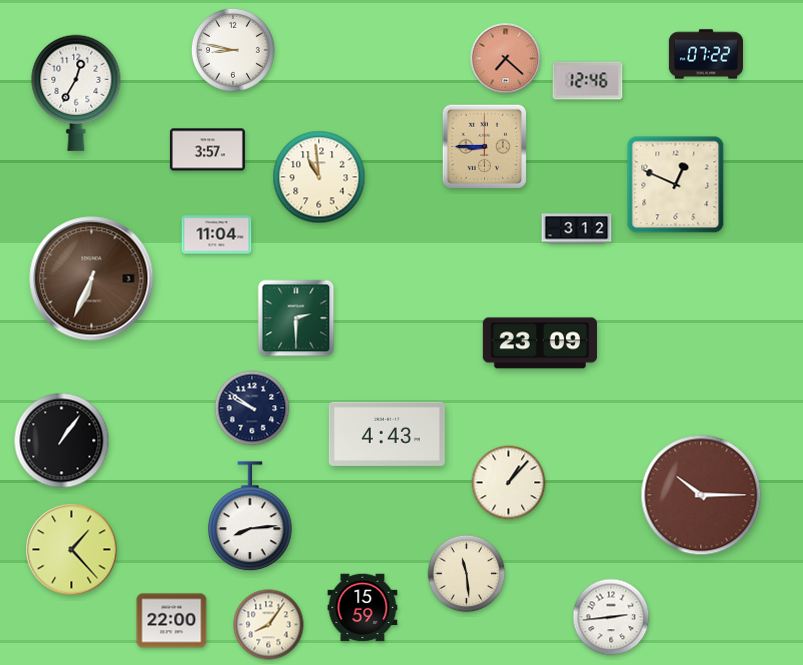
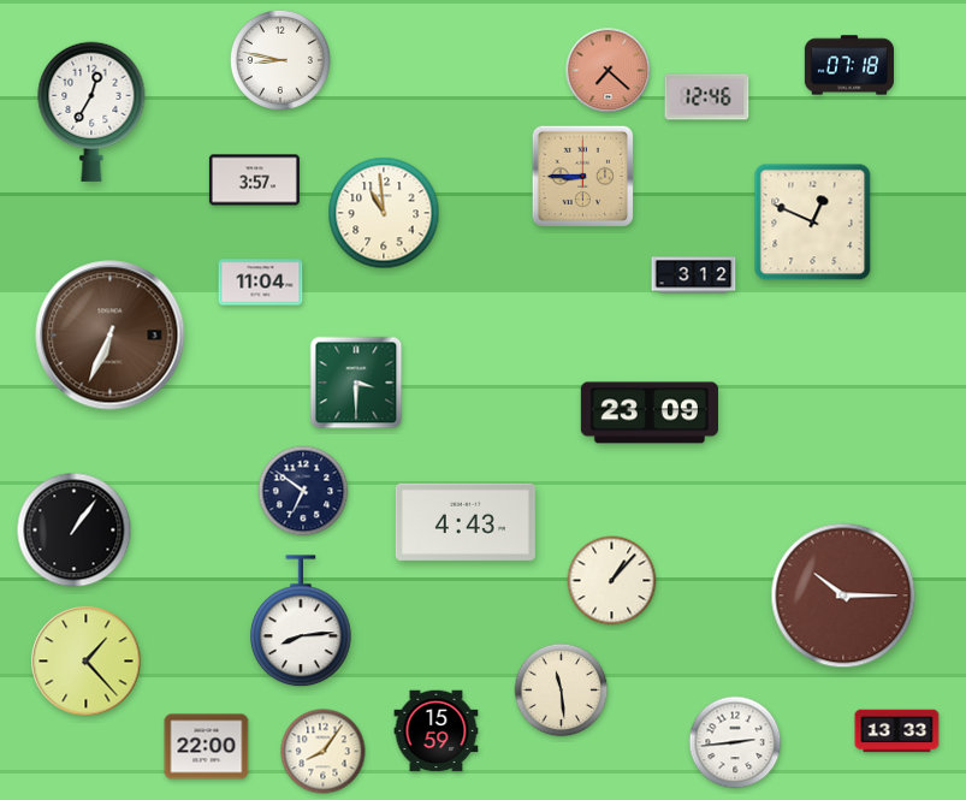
clock at (706, 54): 07:22 -> 07:18
clock at (207, 150) position: (207, 150) -> (254, 180)
clock at (296, 318): 2:30 -> 3:30
clock at (252, 408): 9:51 -> 6:51
clock at (897, 731): none -> 13:33
